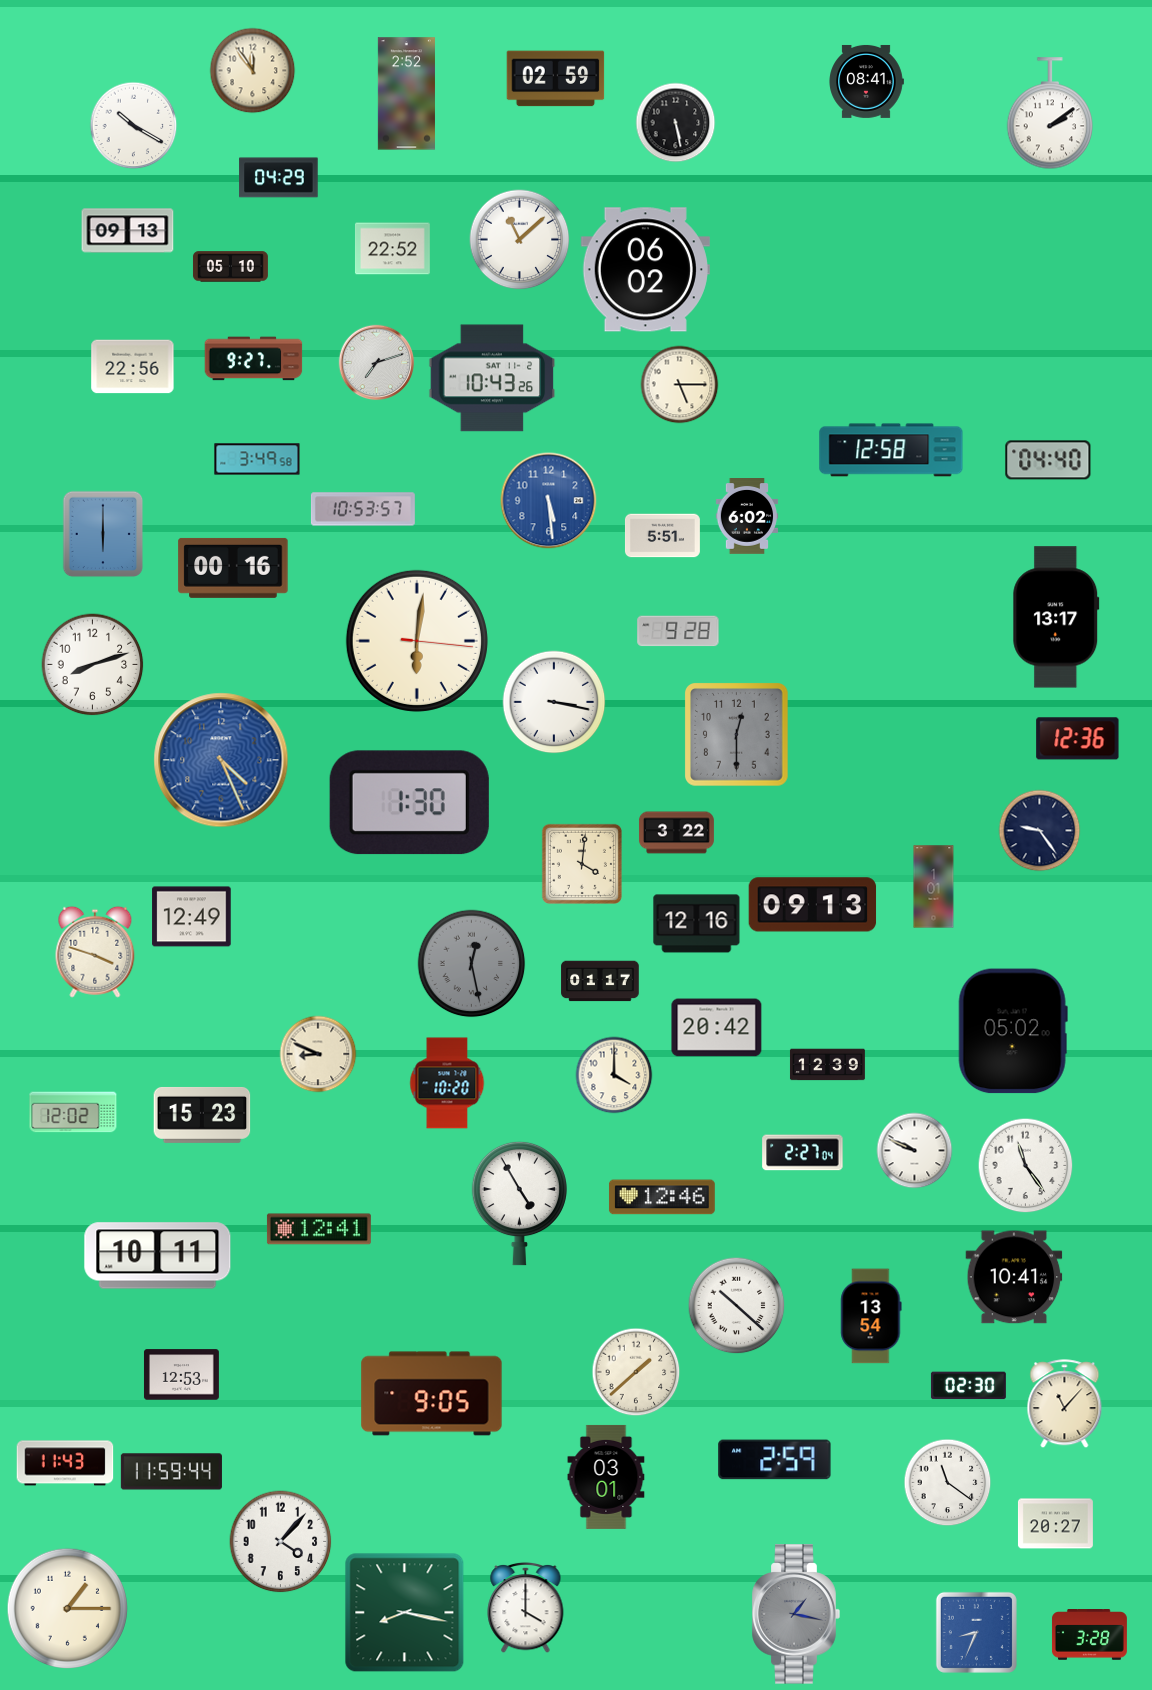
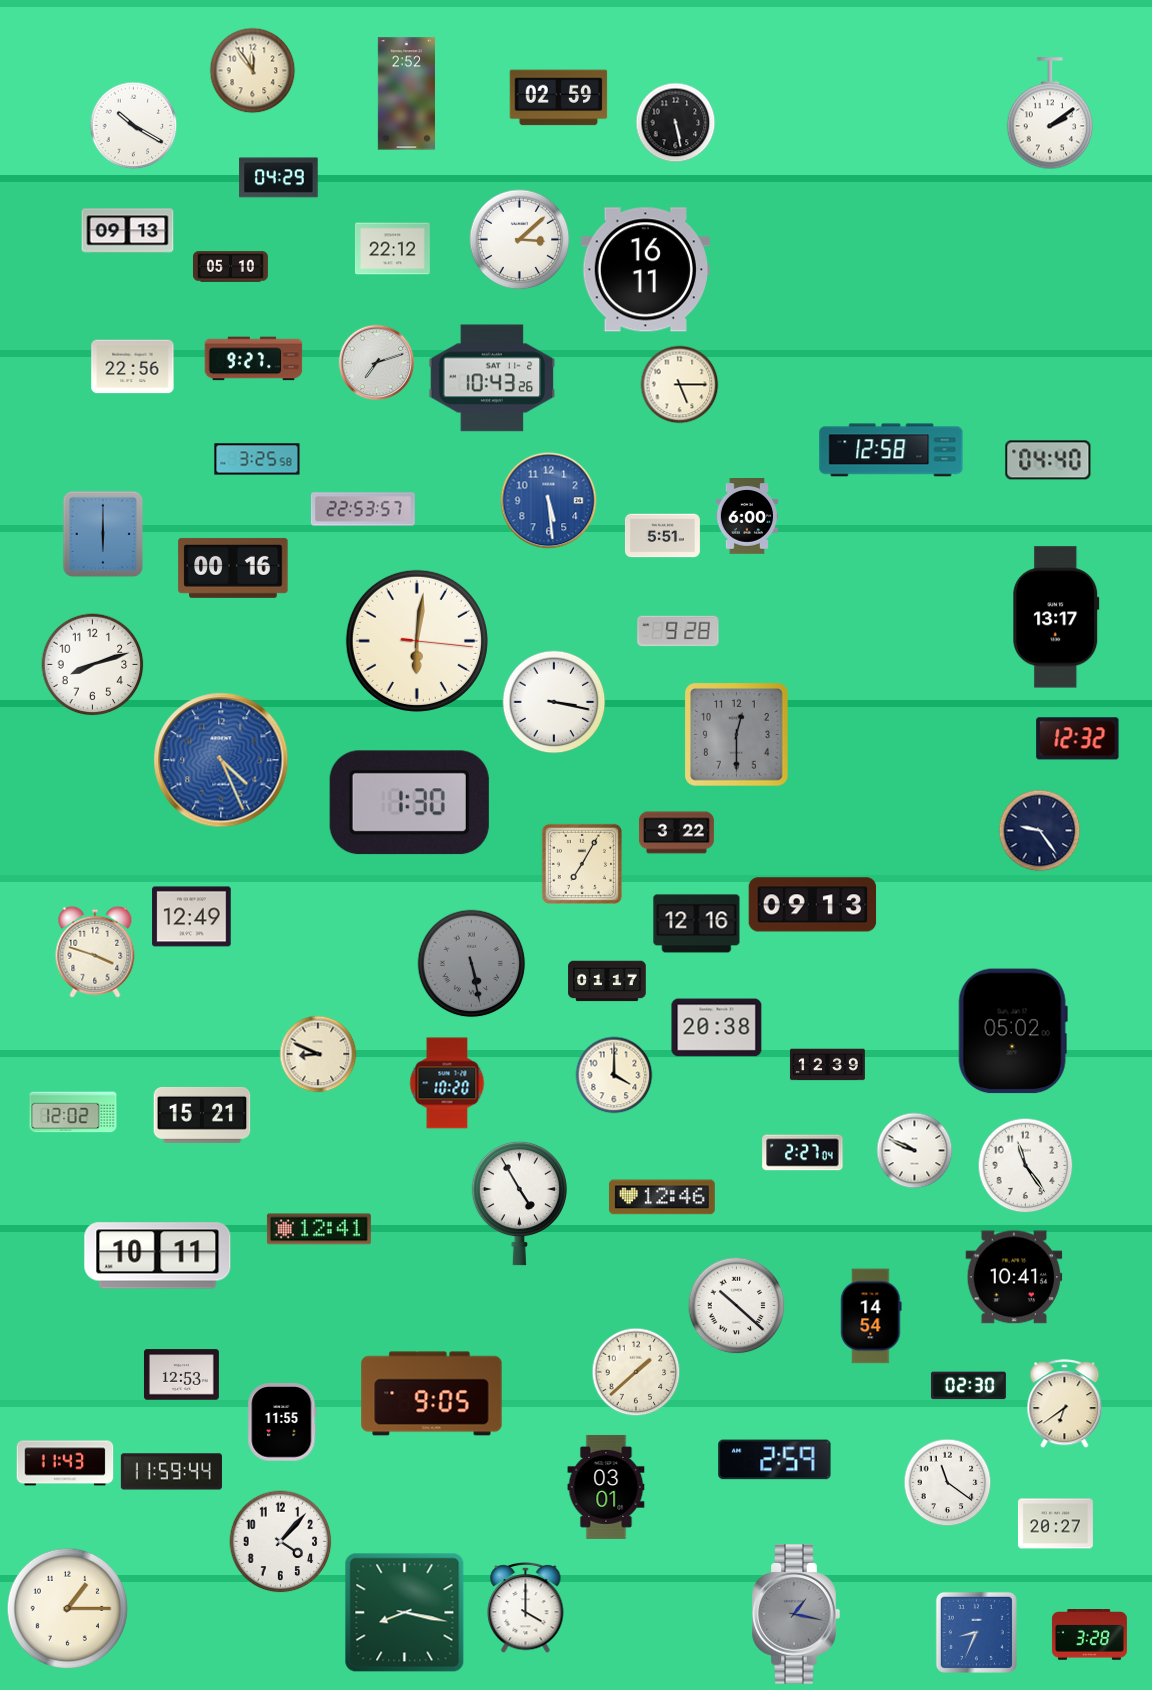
clock at (556, 79) position: (556, 79) -> (559, 98)
clock at (866, 81): 08:41 -> none
clock at (520, 240): 11:08 -> 3:08
clock at (392, 249): 22:52 -> 22:12
clock at (645, 270): 06:02 -> 16:11
clock at (257, 459): 3:49 -> 3:25
clock at (363, 509): 10:53 -> 22:53
clock at (747, 517): 6:02 -> 6:00
clock at (1078, 739): 12:36 -> 12:32
clock at (582, 864): 4:01 -> 7:05
clock at (934, 887): 1:01 -> none
clock at (472, 964): 12:28 -> 5:28
clock at (600, 981) position: (600, 981) -> (607, 981)
clock at (717, 1028): 20:42 -> 20:38
clock at (202, 1115): 15:23 -> 15:21
clock at (871, 1316): 13:54 -> 14:54
clock at (1065, 1404): 11:07 -> 6:39
clock at (282, 1422): none -> 11:55
clock at (606, 1477) position: (606, 1477) -> (606, 1487)
